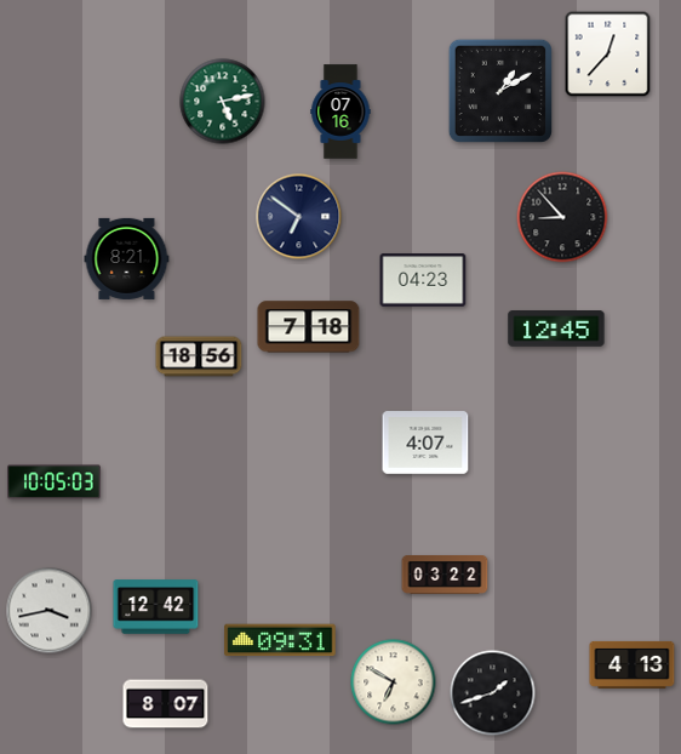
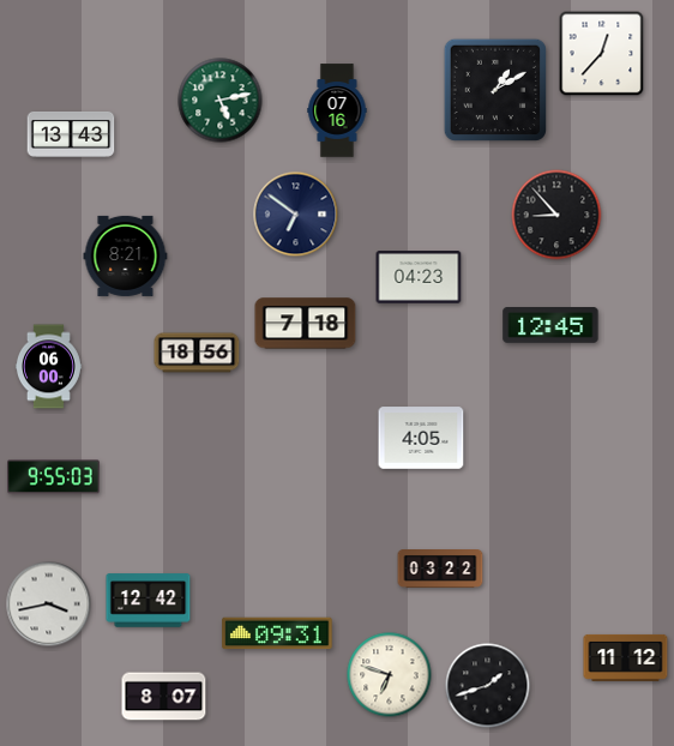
clock at (71, 134): none -> 13:43
clock at (48, 367): none -> 06:00
clock at (425, 442): 4:07 -> 4:05
clock at (55, 482): 10:05 -> 9:55
clock at (156, 607) position: (156, 607) -> (149, 601)
clock at (633, 664): 4:13 -> 11:12
clock at (394, 682): 6:50 -> 6:48
